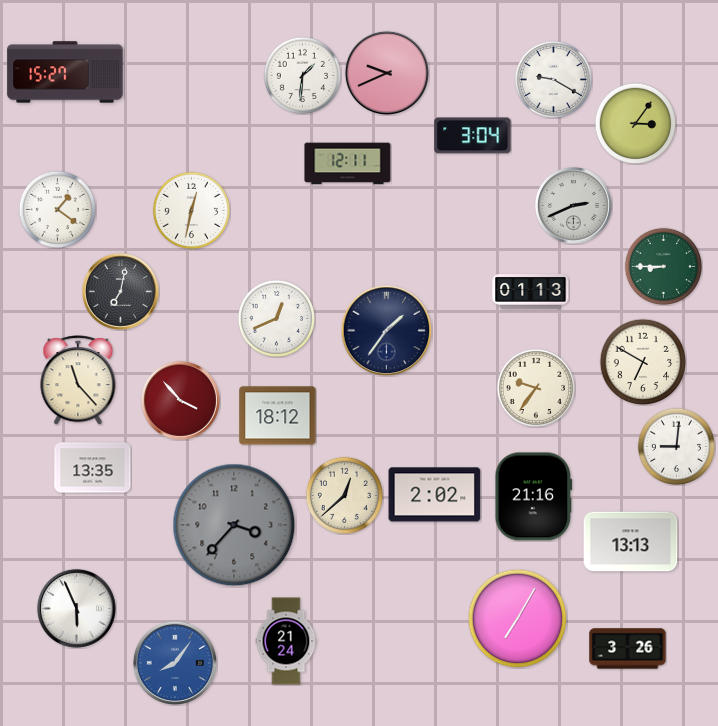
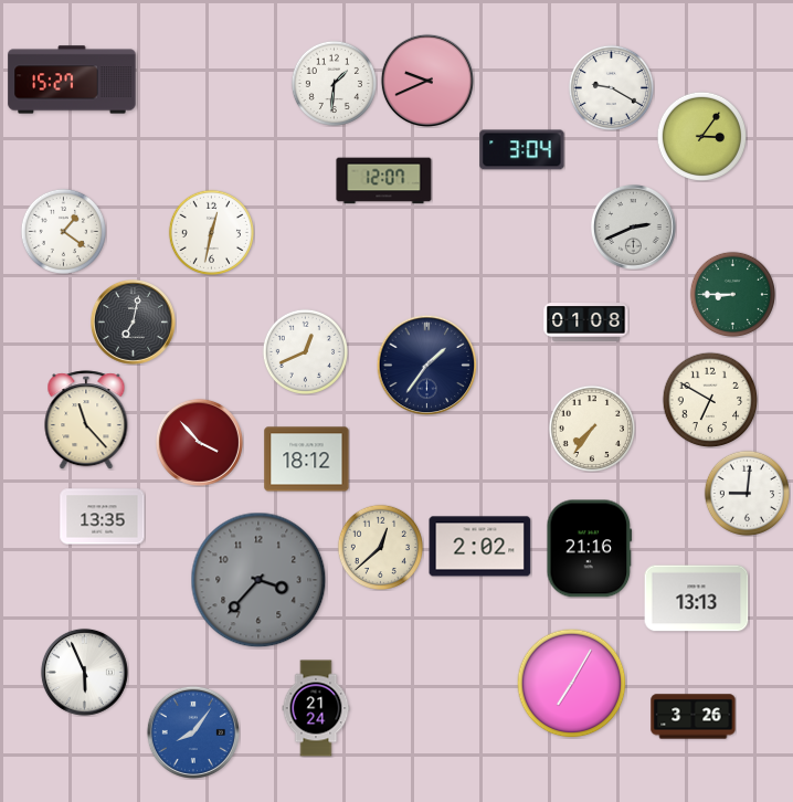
clock at (348, 164): 12:11 -> 12:07
clock at (531, 292): 01:13 -> 01:08
clock at (535, 387): 9:36 -> 7:36
